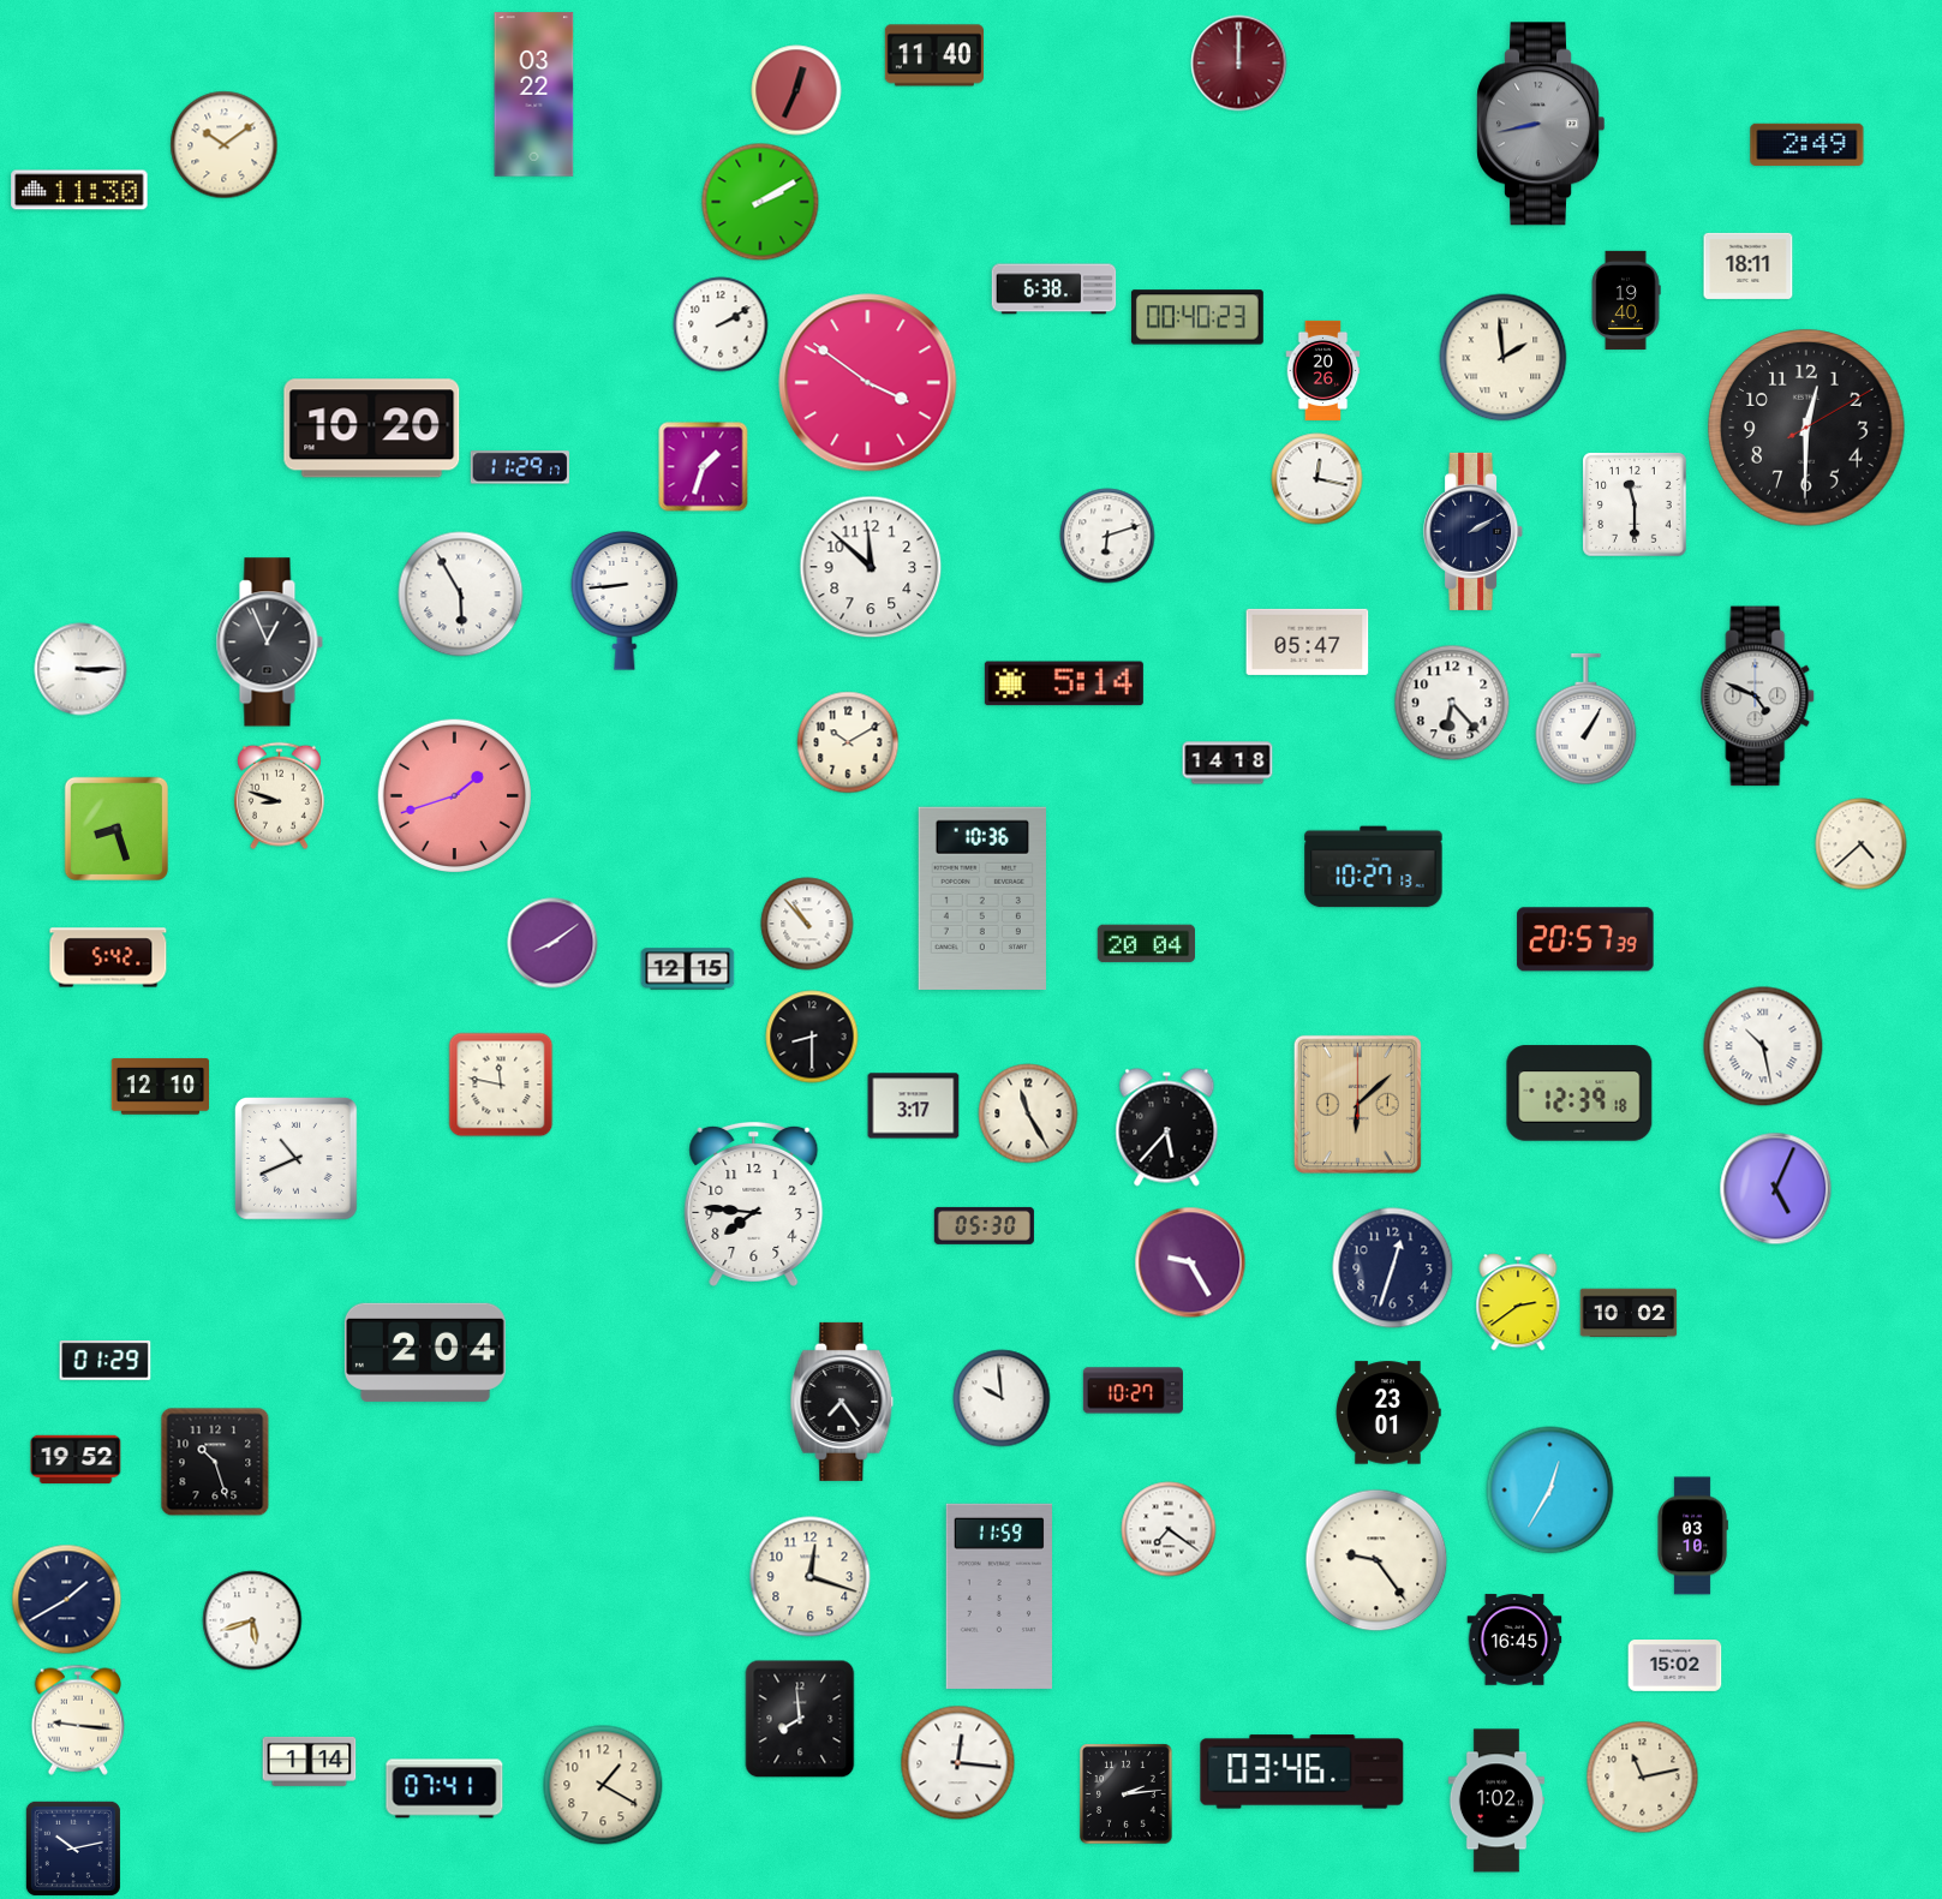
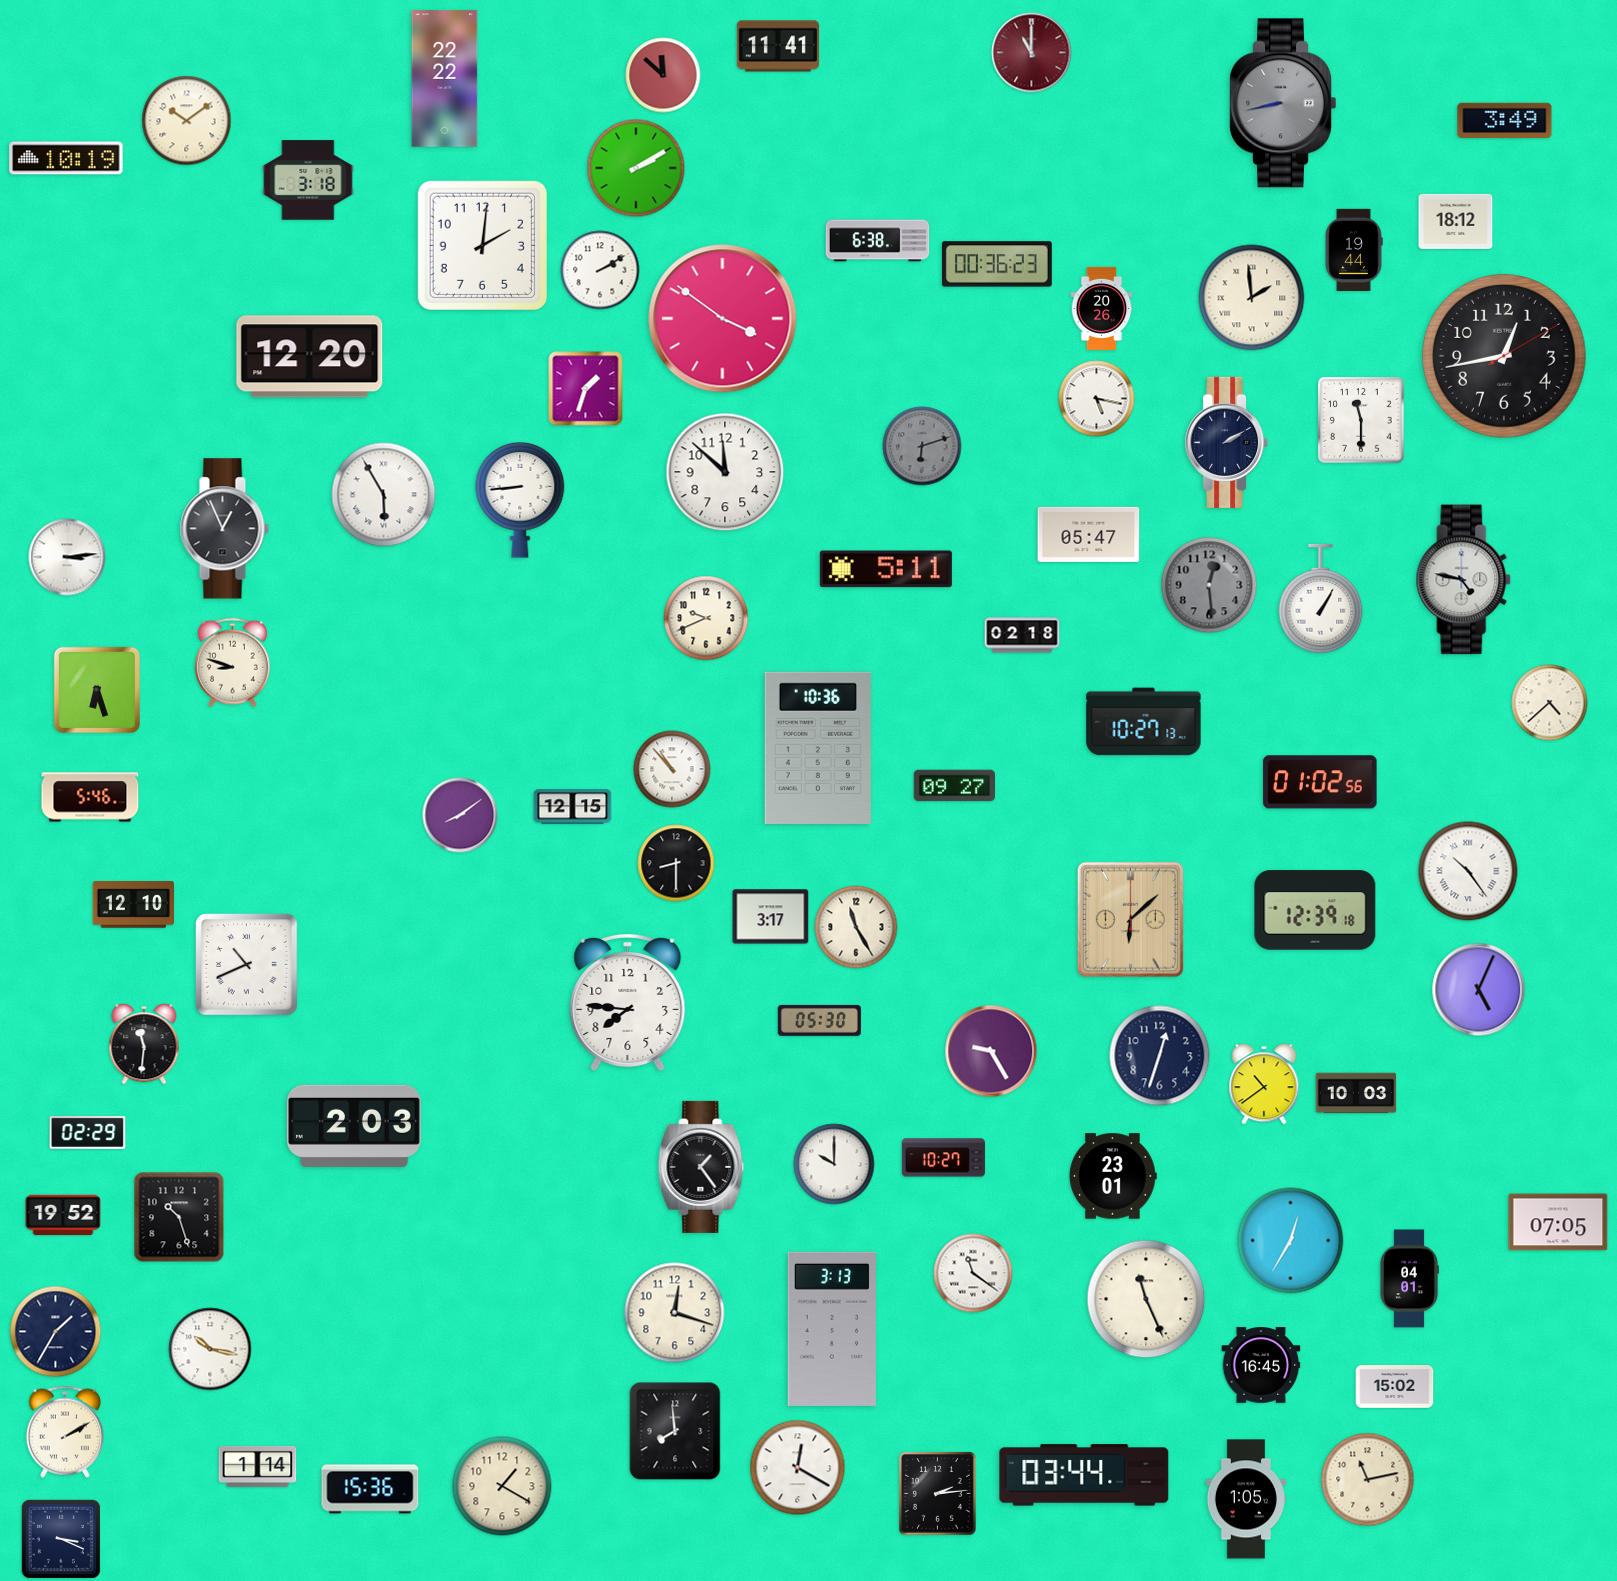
clock at (934, 55): 11:40 -> 11:41
clock at (1239, 64): 12:00 -> 11:00
clock at (796, 90): 12:34 -> 11:52
clock at (534, 95): 03:22 -> 22:22
clock at (1807, 144): 2:49 -> 3:49
clock at (79, 190): 11:30 -> 10:19
clock at (760, 202) position: (760, 202) -> (636, 168)
clock at (308, 180): none -> 3:18
clock at (1749, 265): 18:11 -> 18:12
clock at (482, 245): none -> 2:01
clock at (1626, 300): 19:40 -> 19:44
clock at (1197, 317): 00:40 -> 00:36
clock at (1806, 428): 12:30 -> 12:43
clock at (372, 429): 10:20 -> 12:20
clock at (520, 467): 11:29 -> none
clock at (1317, 479): 12:17 -> 5:17
clock at (1107, 536) dial: white -> grey
clock at (269, 643) position: (269, 643) -> (224, 529)
clock at (80, 669): 3:15 -> 3:14
clock at (1064, 683): 5:14 -> 5:11
clock at (1758, 697): 4:49 -> 4:47
clock at (1452, 703): 6:23 -> 12:29
clock at (1452, 703) dial: white -> grey
clock at (848, 742): 10:10 -> 9:41
clock at (1227, 763): 14:18 -> 02:18
clock at (454, 795): 1:42 -> none
clock at (116, 828): 8:27 -> 6:27
clock at (1585, 939): 20:57 -> 01:02
clock at (552, 943) position: (552, 943) -> (460, 815)
clock at (1146, 944): 20:04 -> 09:27
clock at (108, 957): 5:42 -> 5:46
clock at (1763, 1046): 10:28 -> 10:24
clock at (501, 1085): 11:47 -> none
clock at (914, 1106) position: (914, 1106) -> (771, 917)
clock at (1167, 1128): 5:37 -> none
clock at (144, 1044): none -> 11:31
clock at (1518, 1302): 2:39 -> 10:39
clock at (1629, 1313): 10:02 -> 10:03
clock at (425, 1352): 2:04 -> 2:03
clock at (106, 1360): 01:29 -> 02:29
clock at (1002, 1398): 9:59 -> 10:00
clock at (842, 1402): 7:24 -> 1:24
clock at (1388, 1413) position: (1388, 1413) -> (1113, 1176)
clock at (1558, 1222): none -> 07:05
clock at (1169, 1529): 7:21 -> 11:21
clock at (1692, 1536): 03:10 -> 04:01
clock at (1376, 1560): 9:24 -> 11:26
clock at (999, 1596): 11:59 -> 3:13
clock at (67, 1600): 1:40 -> 1:35
clock at (252, 1620): 5:42 -> 10:17
clock at (800, 1719) position: (800, 1719) -> (675, 1431)
clock at (78, 1720): 9:16 -> 2:10
clock at (958, 1763): 12:16 -> 12:20
clock at (1302, 1772): 03:46 -> 03:44
clock at (444, 1788): 07:41 -> 15:36
clock at (1496, 1801): 1:02 -> 1:05
clock at (73, 1849): 10:13 -> 3:19
